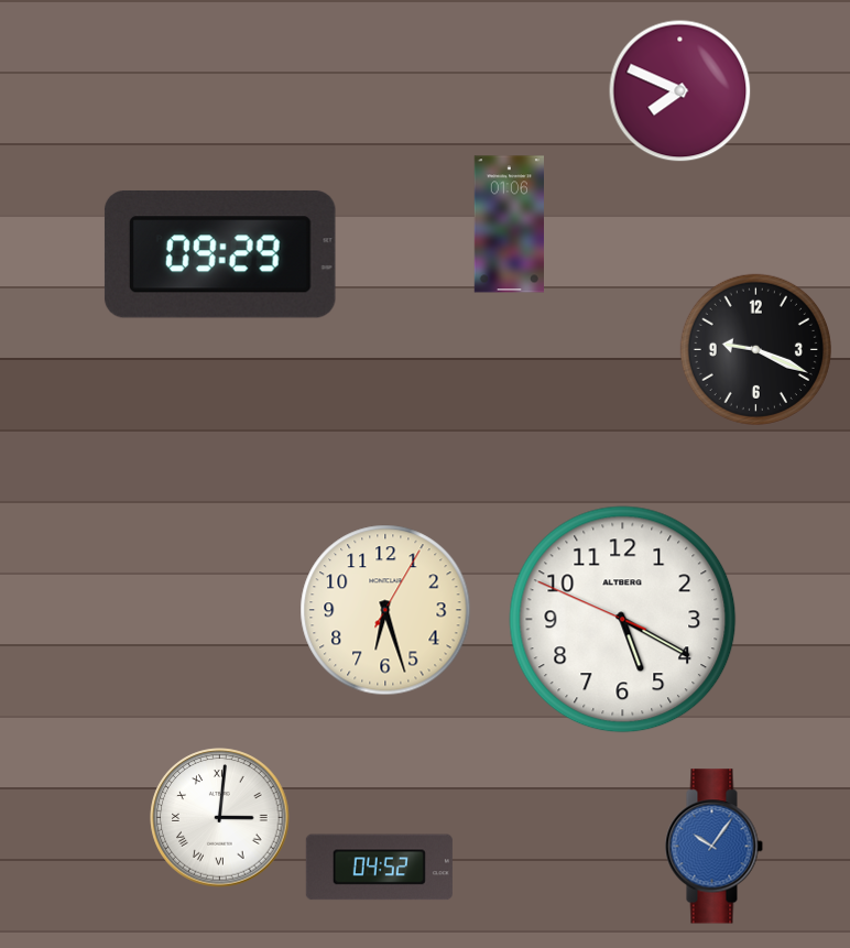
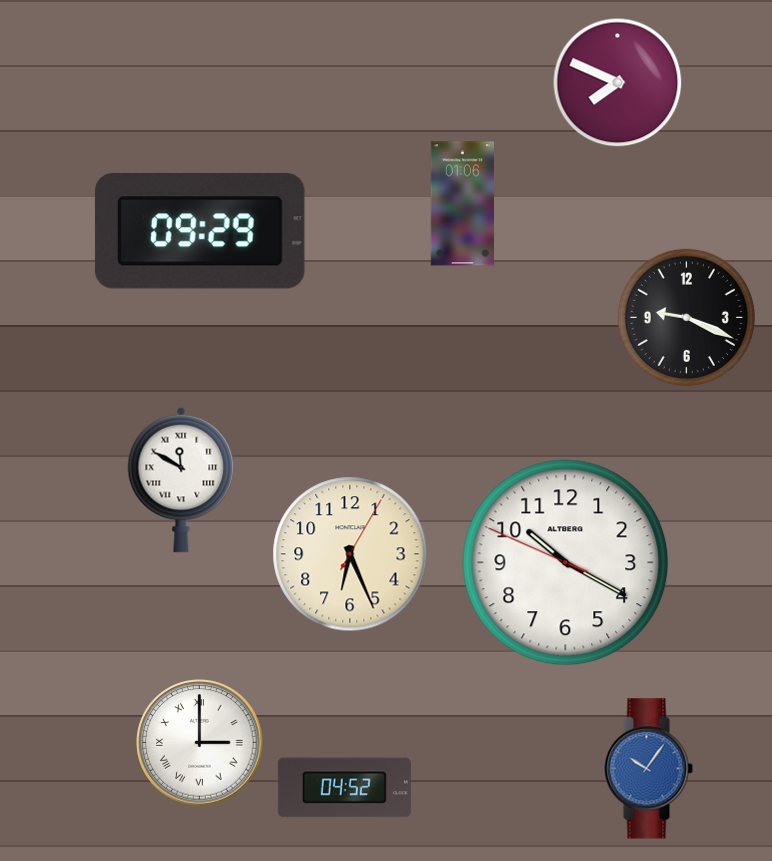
clock at (181, 480): none -> 11:50
clock at (385, 610): 6:27 -> 6:26
clock at (623, 620): 5:19 -> 10:19
clock at (220, 818): 3:01 -> 3:00
